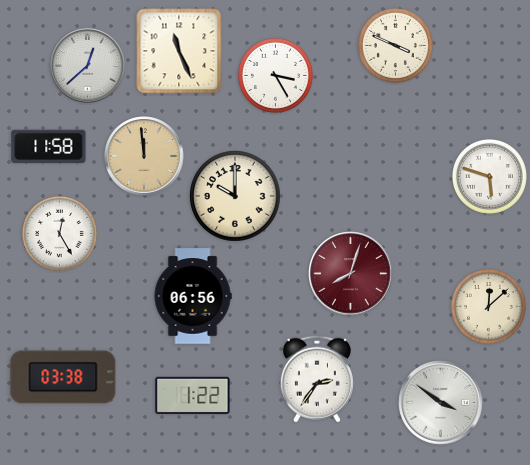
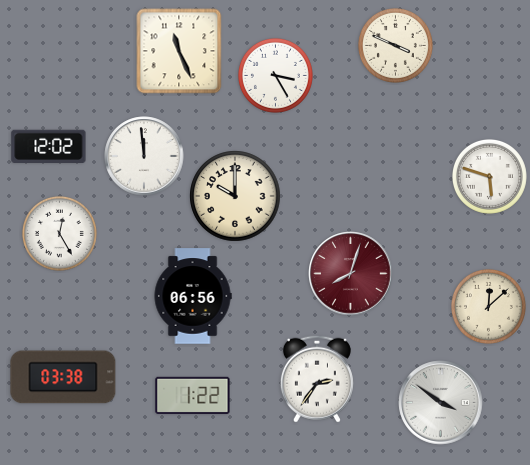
clock at (88, 66): 12:38 -> none
clock at (49, 146): 11:58 -> 12:02
clock at (144, 156) dial: champagne -> white
